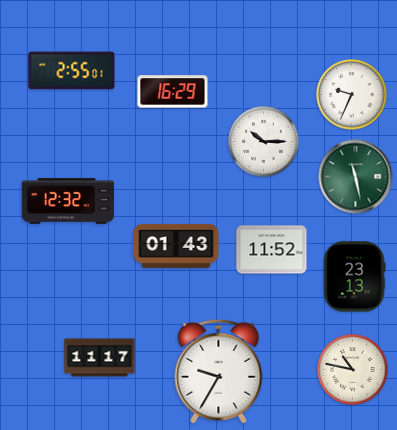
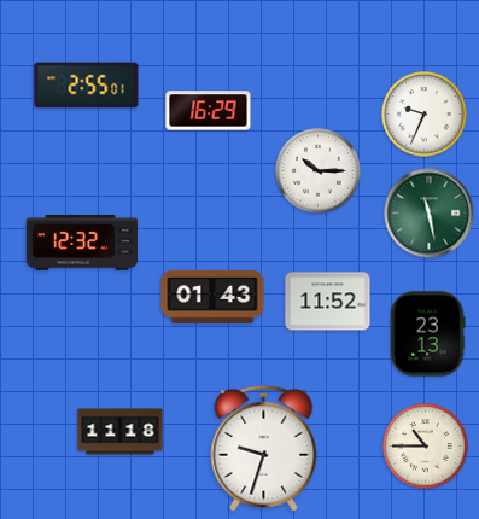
clock at (100, 358): 11:17 -> 11:18
clock at (353, 370): 10:47 -> 10:45
clock at (219, 371): 9:35 -> 9:33
